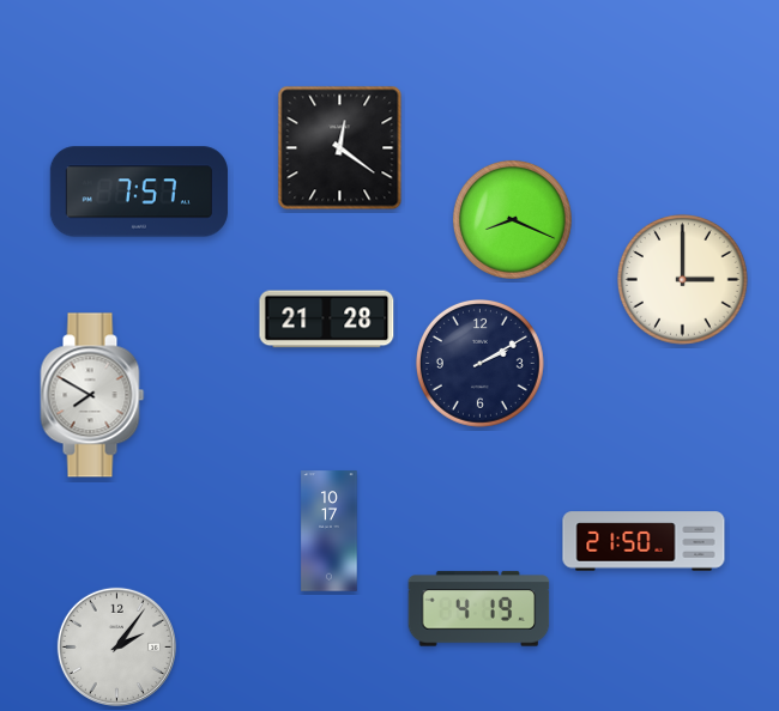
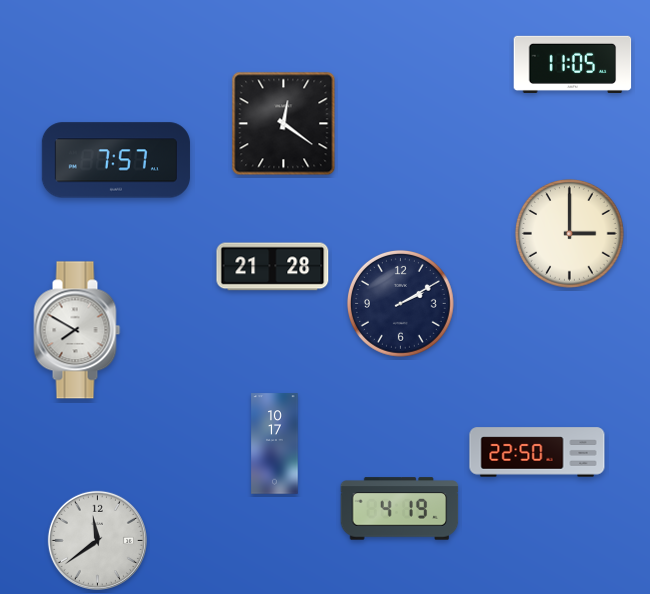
clock at (573, 64): none -> 11:05
clock at (512, 219): 8:19 -> none
clock at (644, 541): 21:50 -> 22:50
clock at (116, 646): 2:06 -> 11:39
